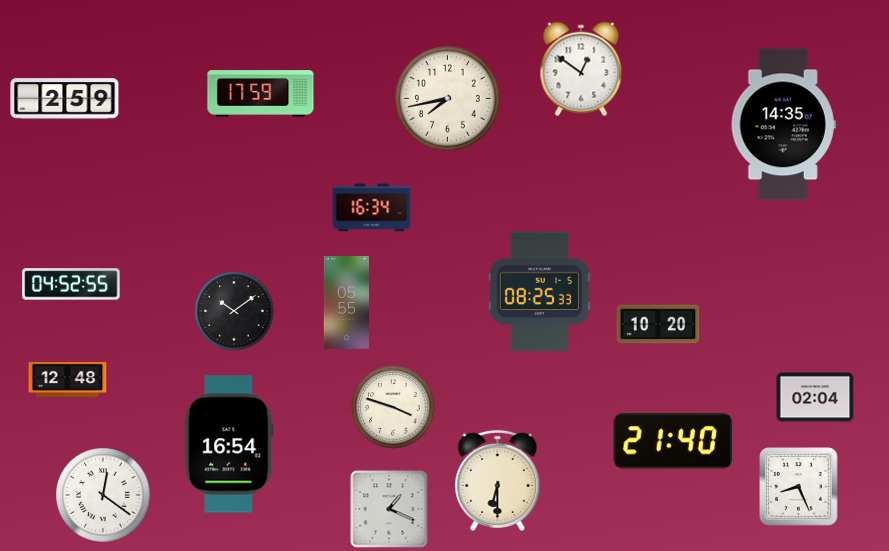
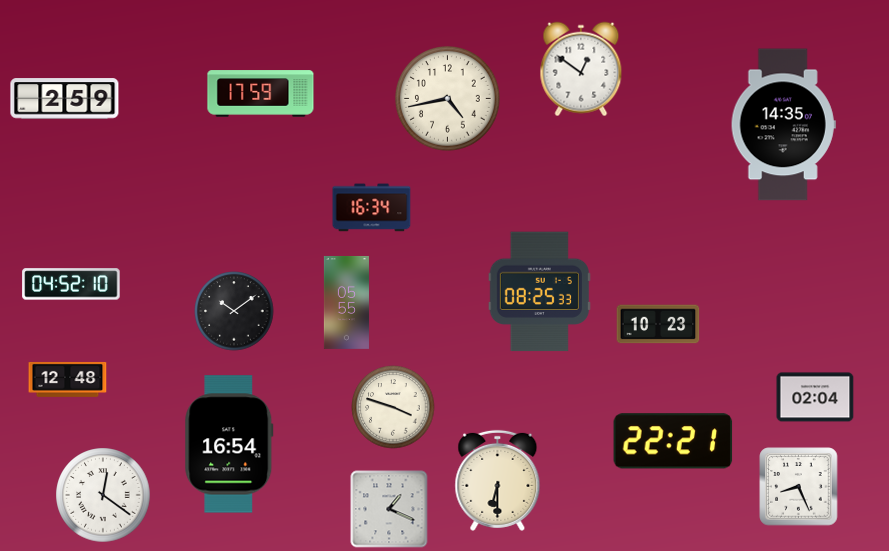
clock at (448, 99): 7:43 -> 4:43
clock at (71, 284): 04:52:55 -> 04:52:10
clock at (658, 324): 10:20 -> 10:23
clock at (673, 441): 21:40 -> 22:21
